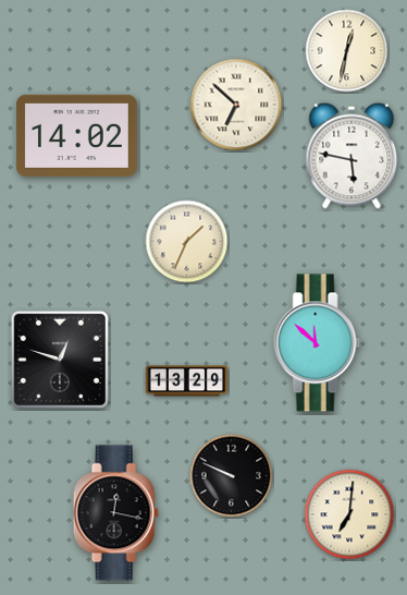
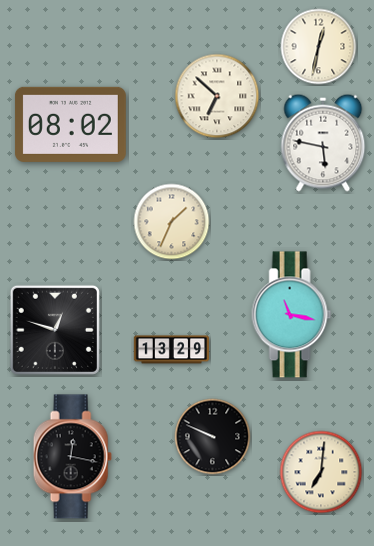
clock at (76, 135): 14:02 -> 08:02
clock at (318, 343): 11:52 -> 11:17
clock at (115, 513) position: (115, 513) -> (72, 457)
